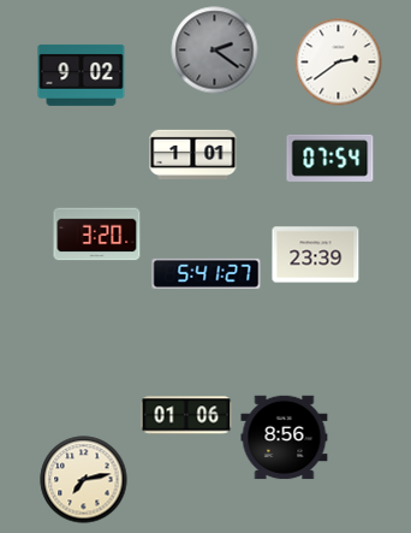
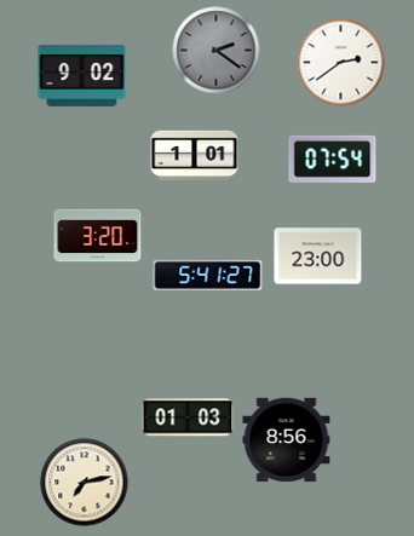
clock at (316, 255): 23:39 -> 23:00
clock at (186, 415): 01:06 -> 01:03
